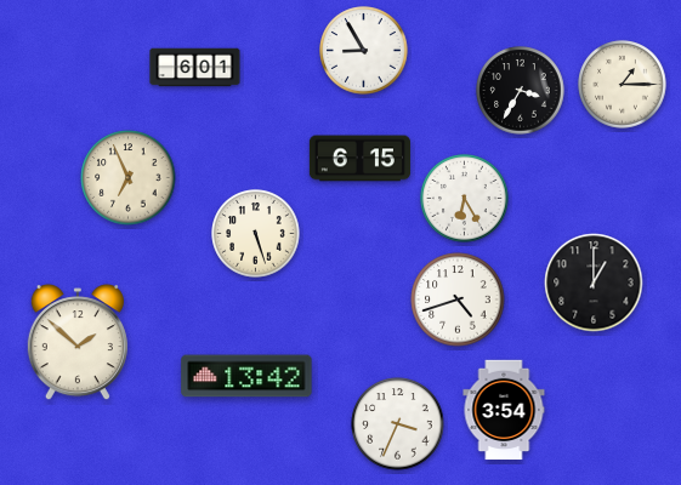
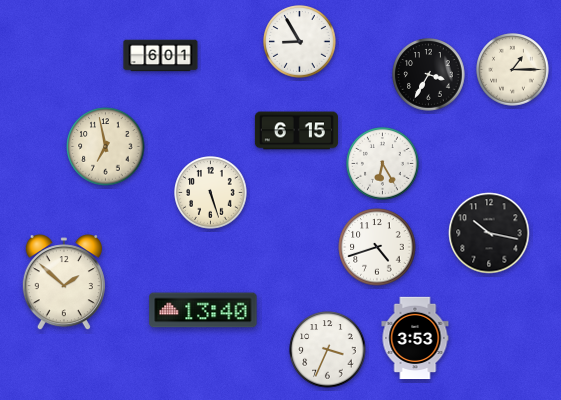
clock at (129, 178): 6:56 -> 6:58
clock at (594, 283): 1:00 -> 10:17
clock at (246, 376): 13:42 -> 13:40
clock at (504, 410): 3:54 -> 3:53
